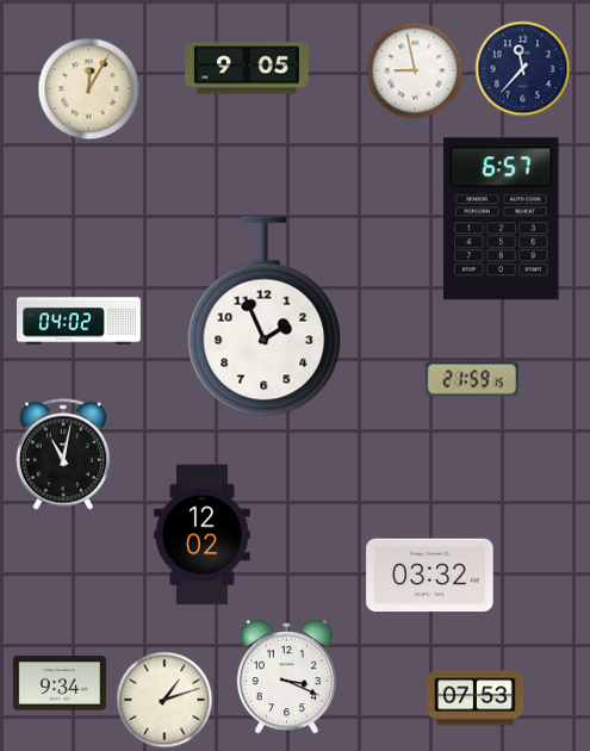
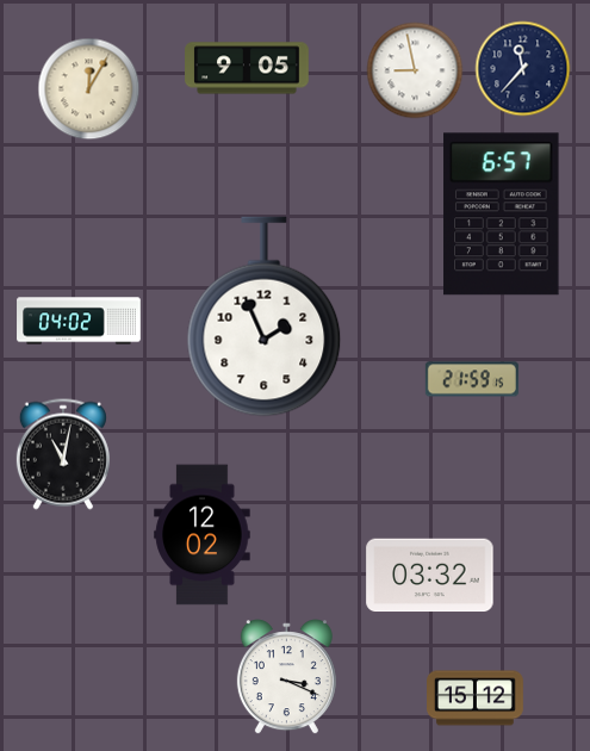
clock at (502, 219) position: (502, 219) -> (502, 215)
clock at (60, 683): 9:34 -> none
clock at (476, 699): 07:53 -> 15:12
clock at (164, 700): 1:12 -> none
